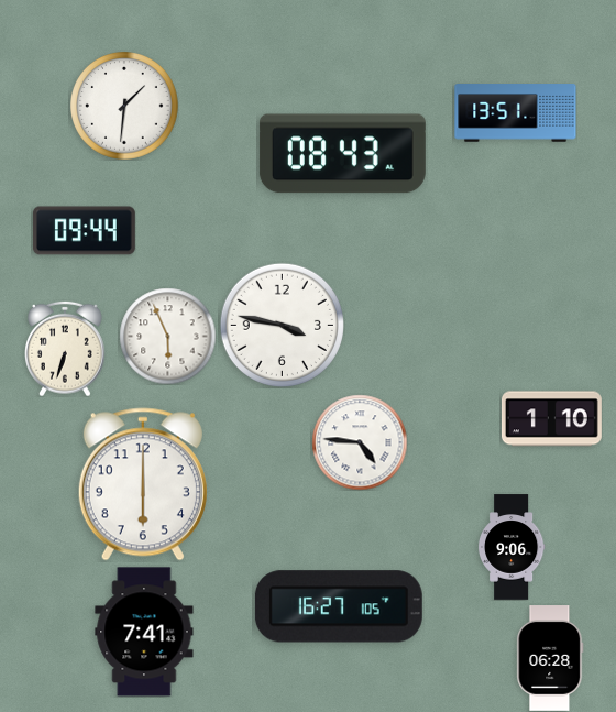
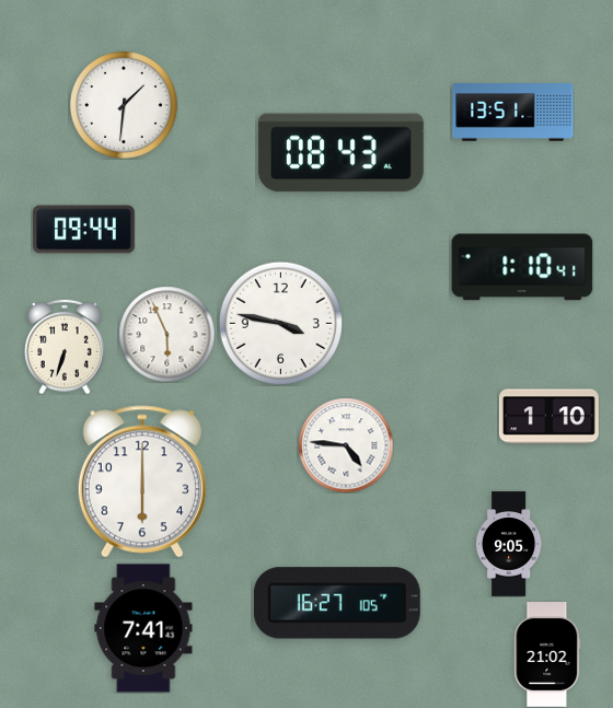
clock at (522, 267): none -> 1:10
clock at (360, 442) position: (360, 442) -> (346, 445)
clock at (512, 547): 9:06 -> 9:05
clock at (550, 658): 06:28 -> 21:02
